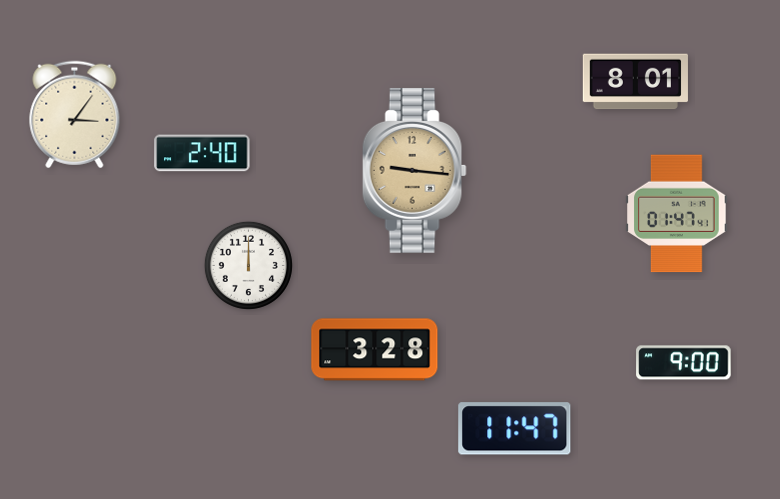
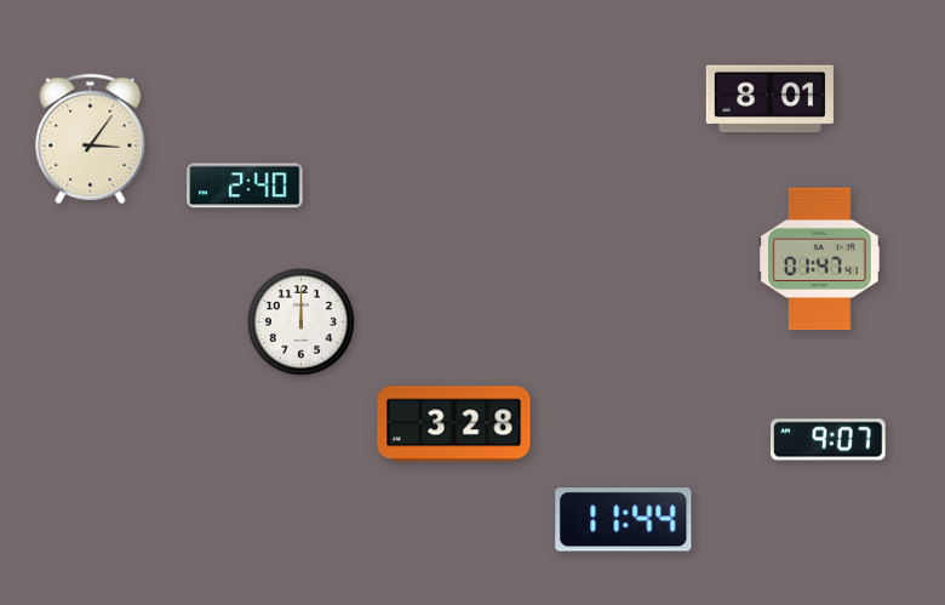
clock at (414, 170): 9:16 -> none
clock at (684, 363): 9:00 -> 9:07
clock at (515, 429): 11:47 -> 11:44
